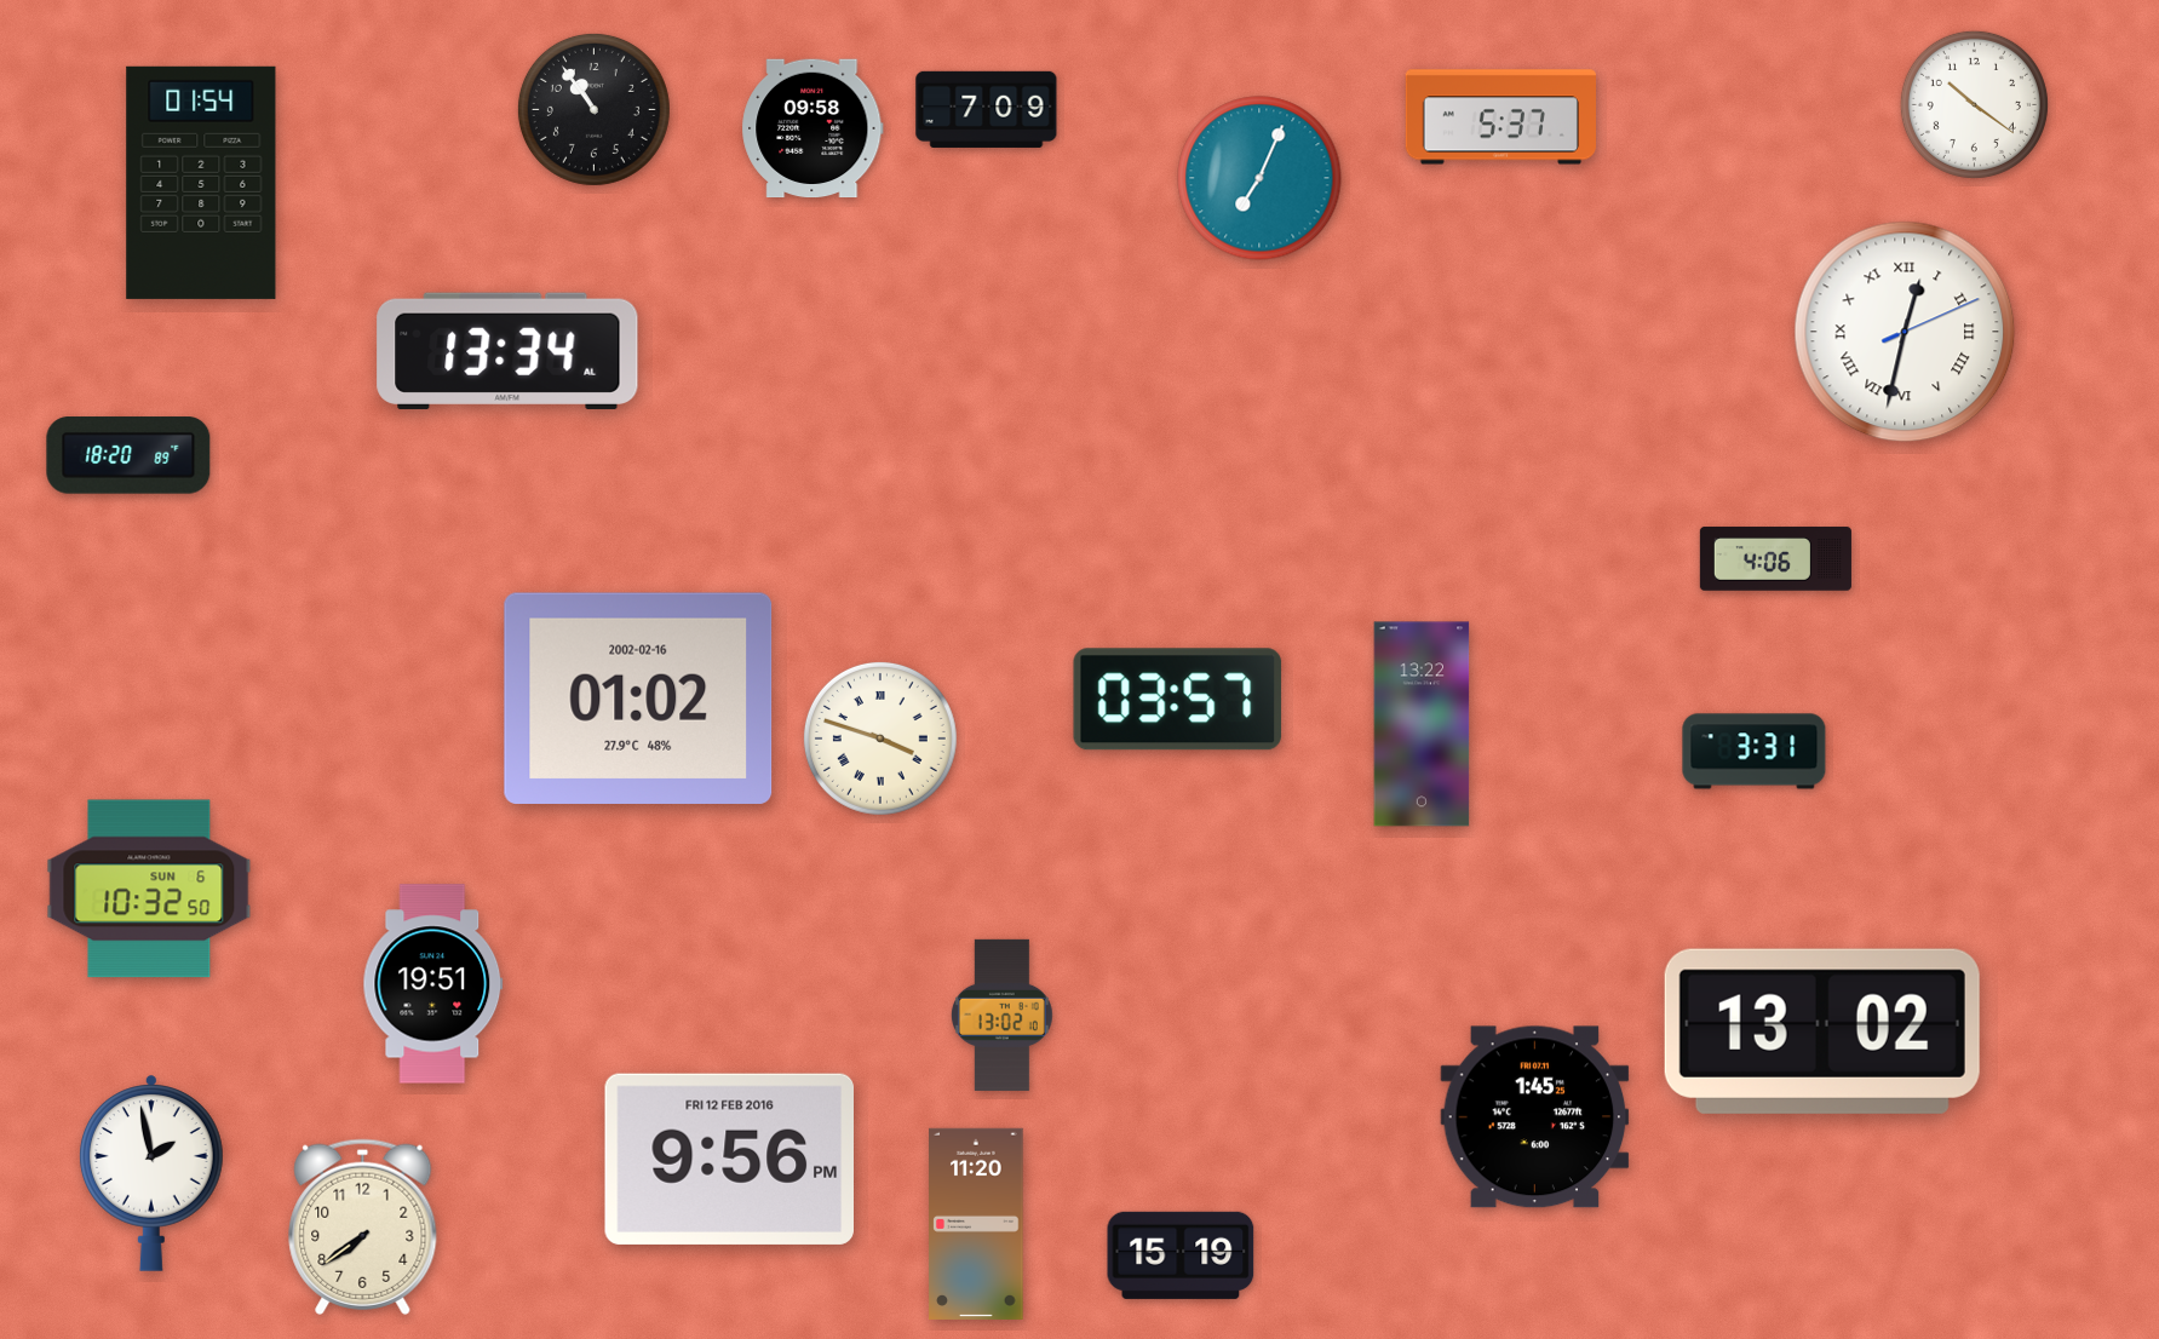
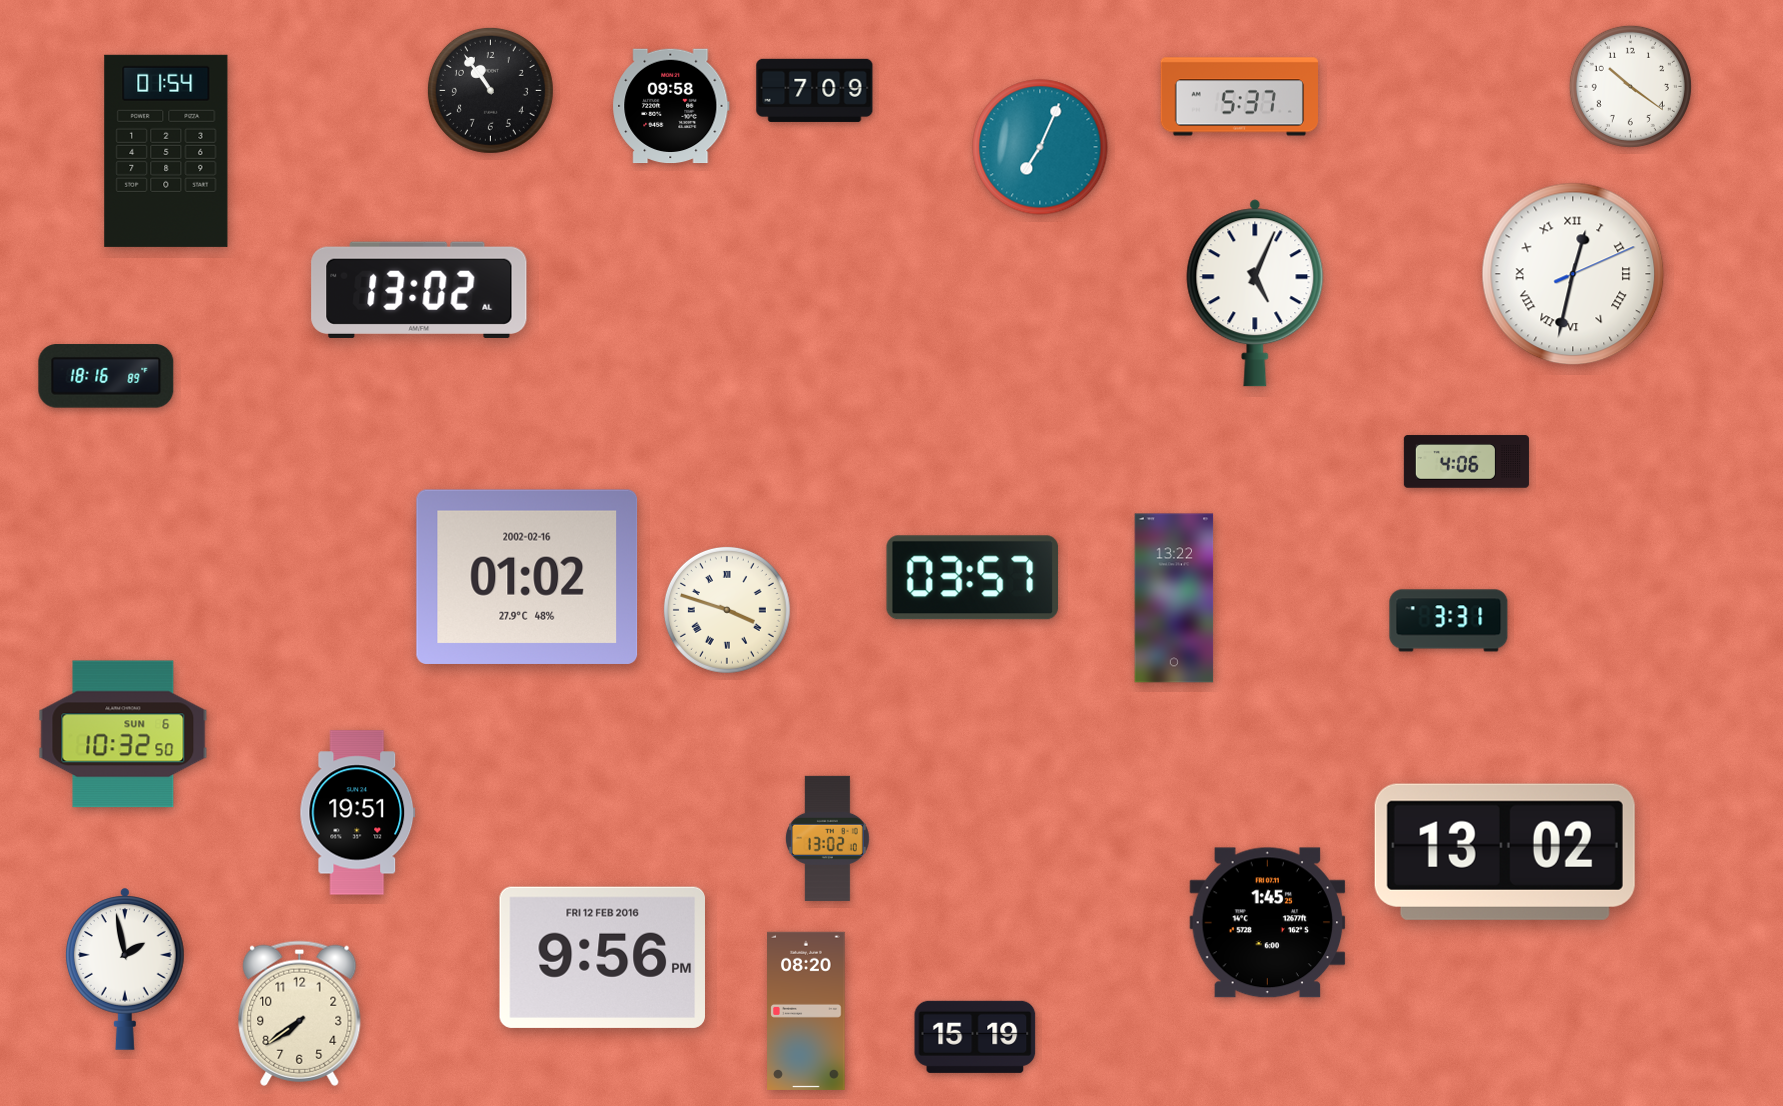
clock at (507, 351): 13:34 -> 13:02
clock at (1255, 293): none -> 5:04
clock at (128, 455): 18:20 -> 18:16
clock at (976, 1224): 11:20 -> 08:20
